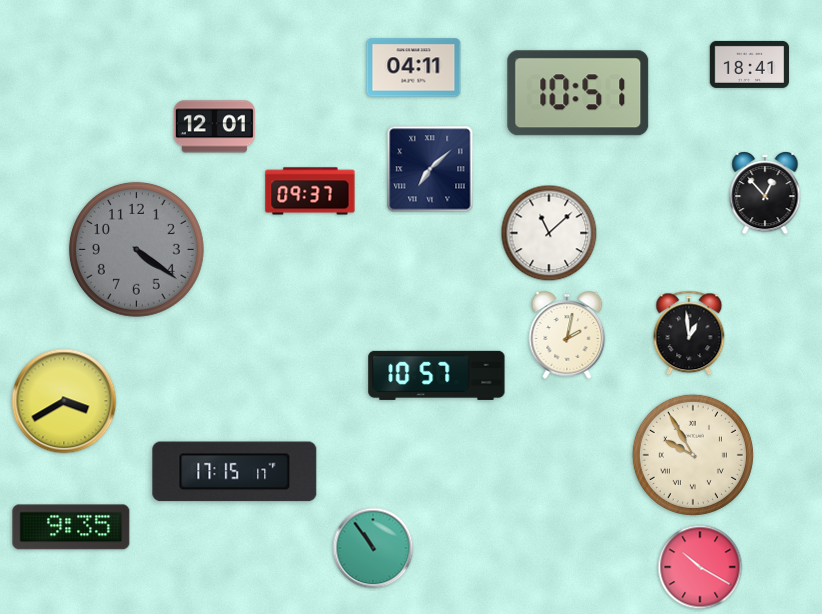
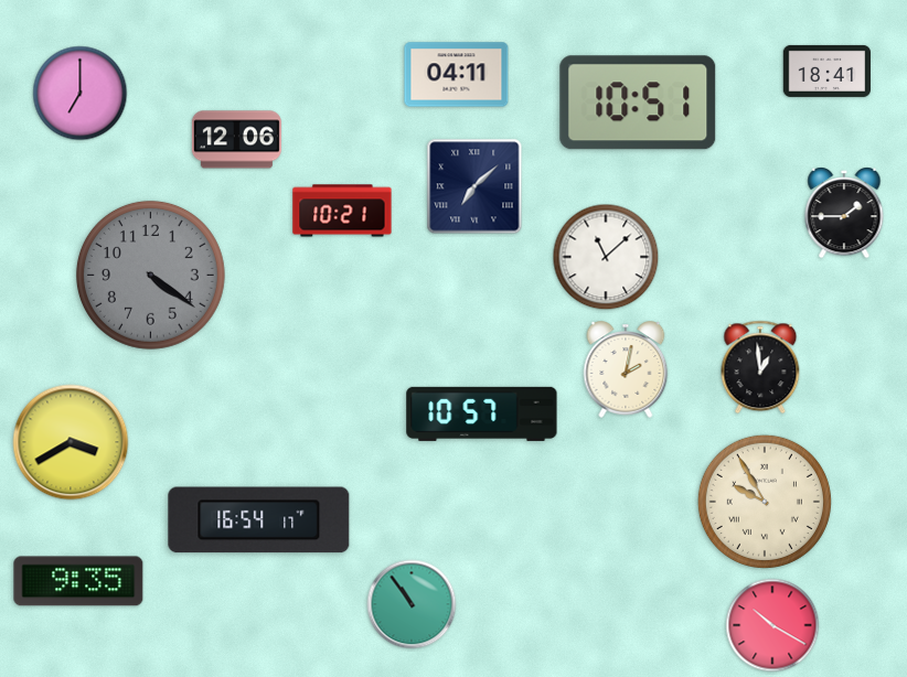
clock at (81, 94): none -> 7:00
clock at (214, 127): 12:01 -> 12:06
clock at (310, 191): 09:37 -> 10:21
clock at (765, 193): 12:53 -> 1:45
clock at (235, 472): 17:15 -> 16:54
